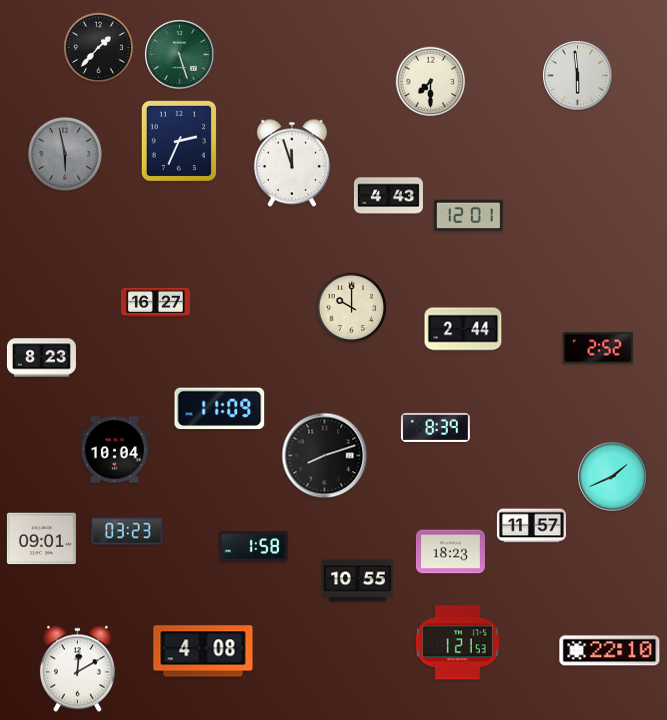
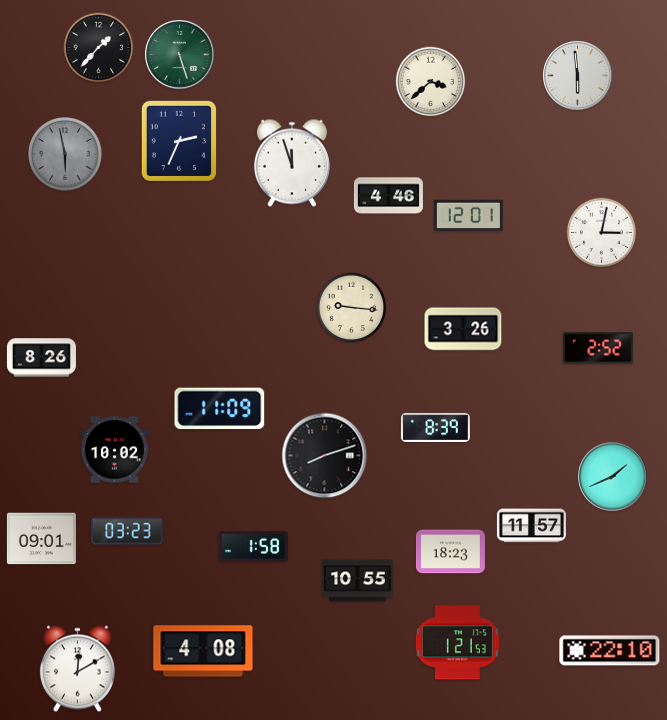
clock at (431, 82): 7:30 -> 3:38
clock at (388, 196): 4:43 -> 4:46
clock at (602, 233): none -> 3:02
clock at (155, 303): 16:27 -> none
clock at (352, 308): 10:00 -> 9:16
clock at (463, 329): 2:44 -> 3:26
clock at (41, 358): 8:23 -> 8:26
clock at (114, 450): 10:04 -> 10:02
